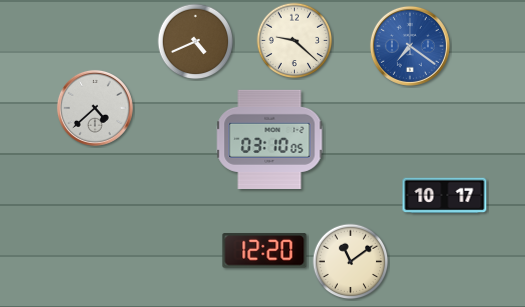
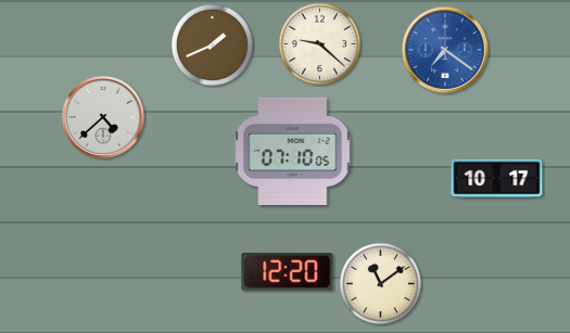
clock at (196, 42): 4:41 -> 1:41
clock at (270, 139): 03:10 -> 07:10
clock at (445, 196) position: (445, 196) -> (497, 179)
